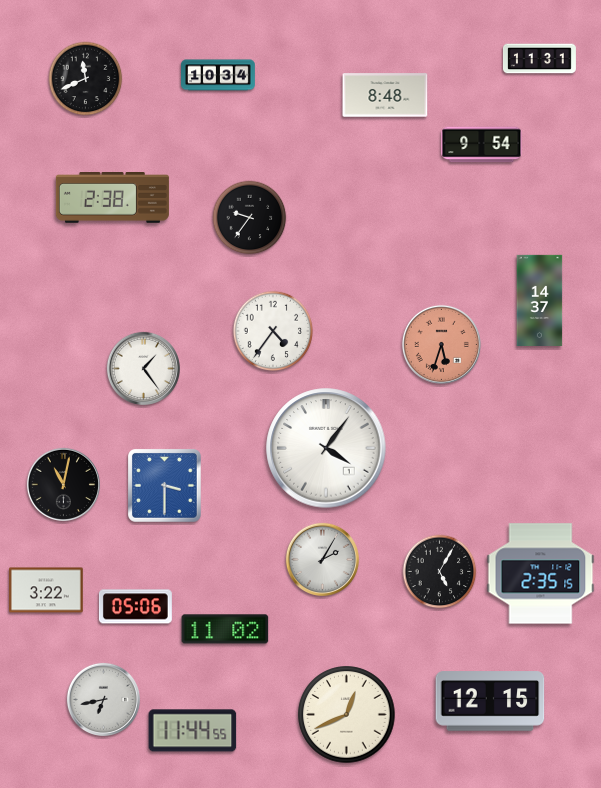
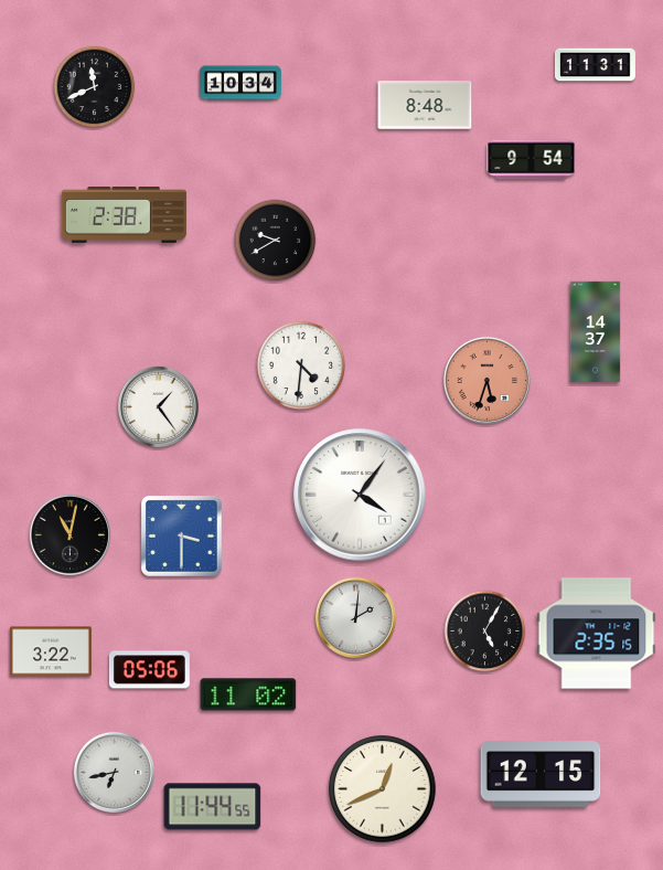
clock at (112, 198) position: (112, 198) -> (124, 215)
clock at (250, 218): 9:36 -> 9:40
clock at (273, 331): 4:36 -> 4:31
clock at (322, 559): 2:05 -> 2:01
